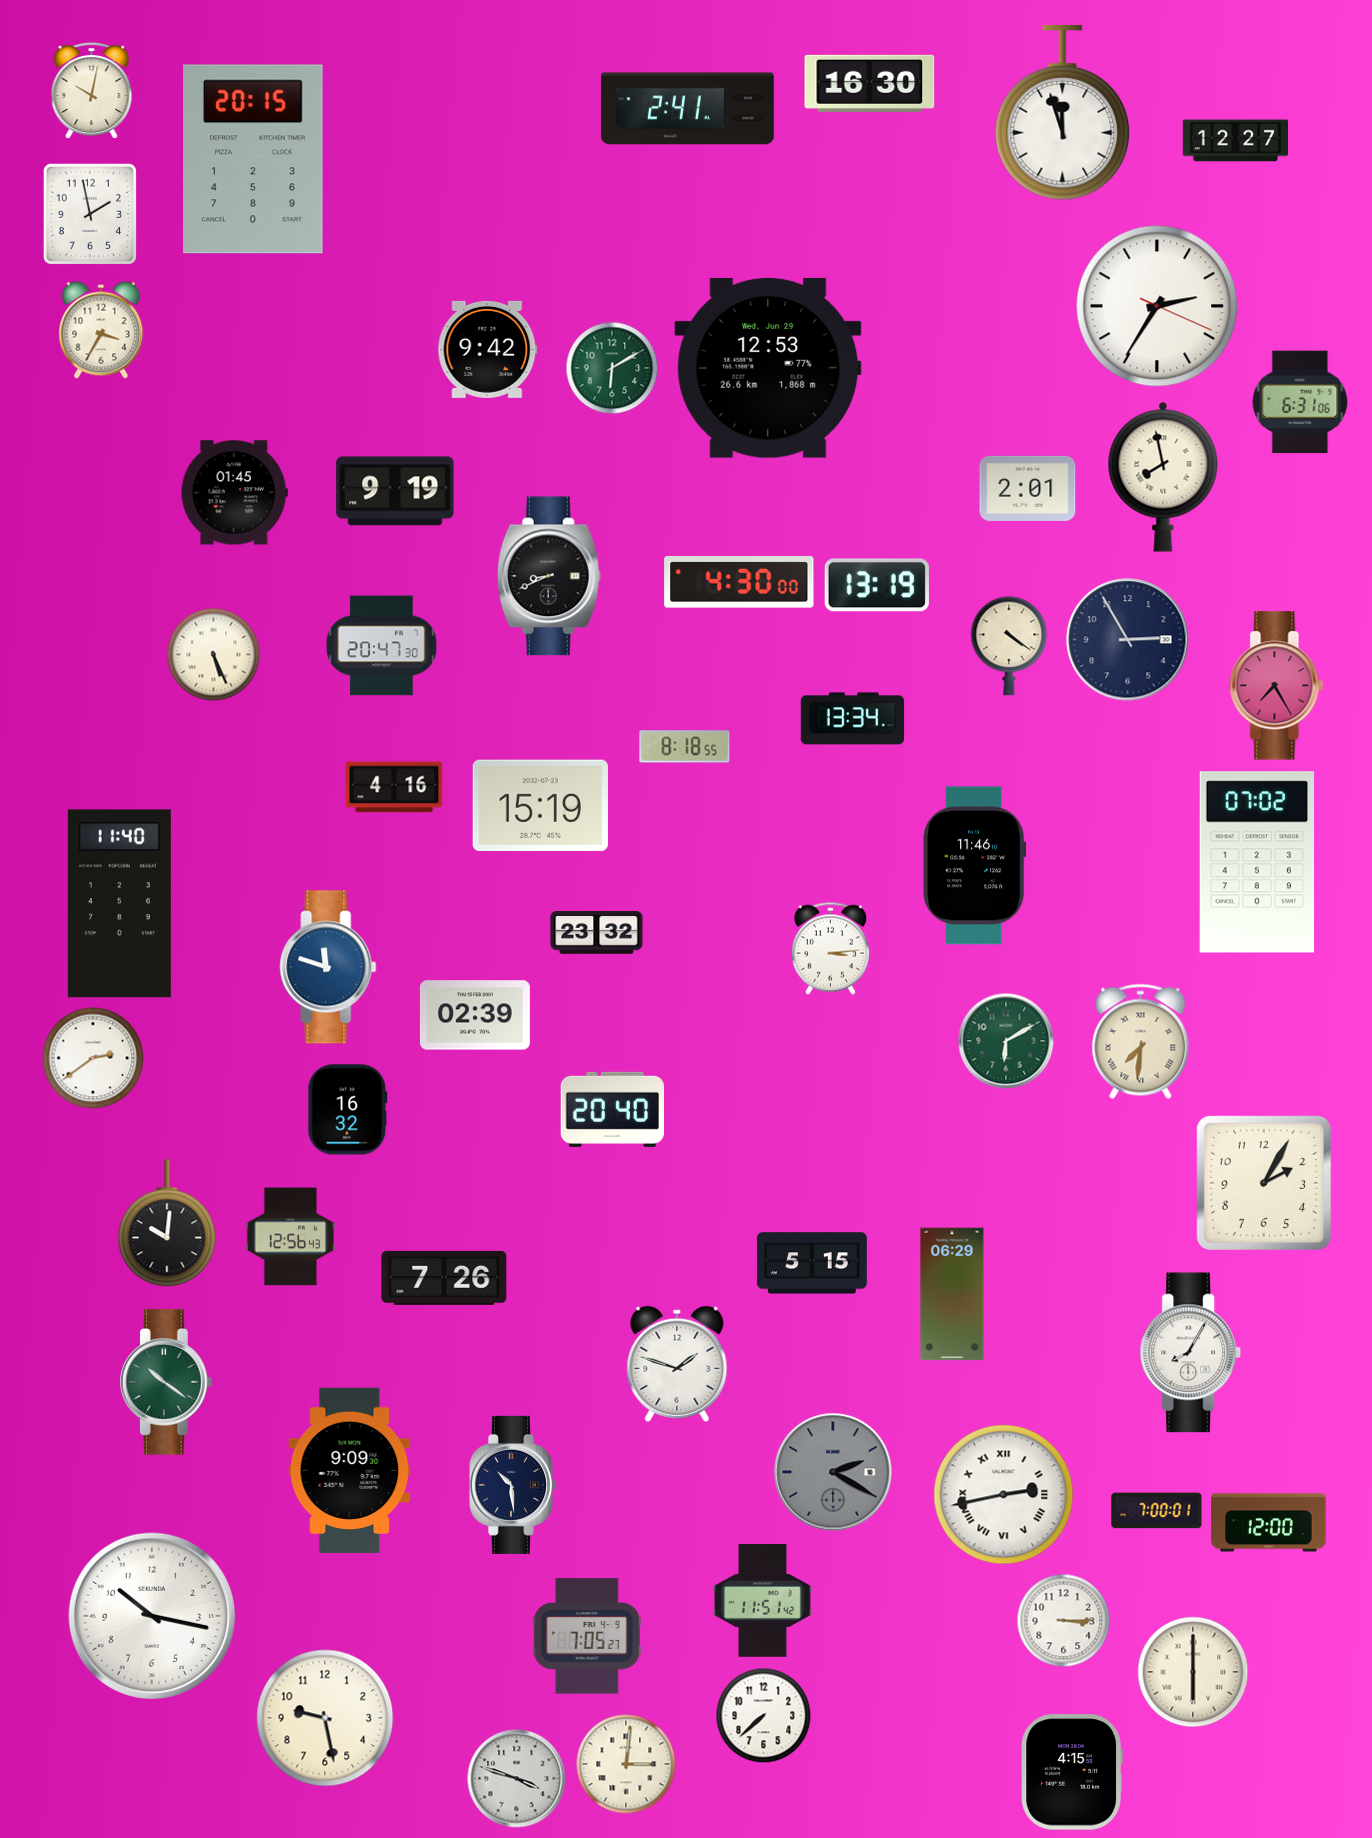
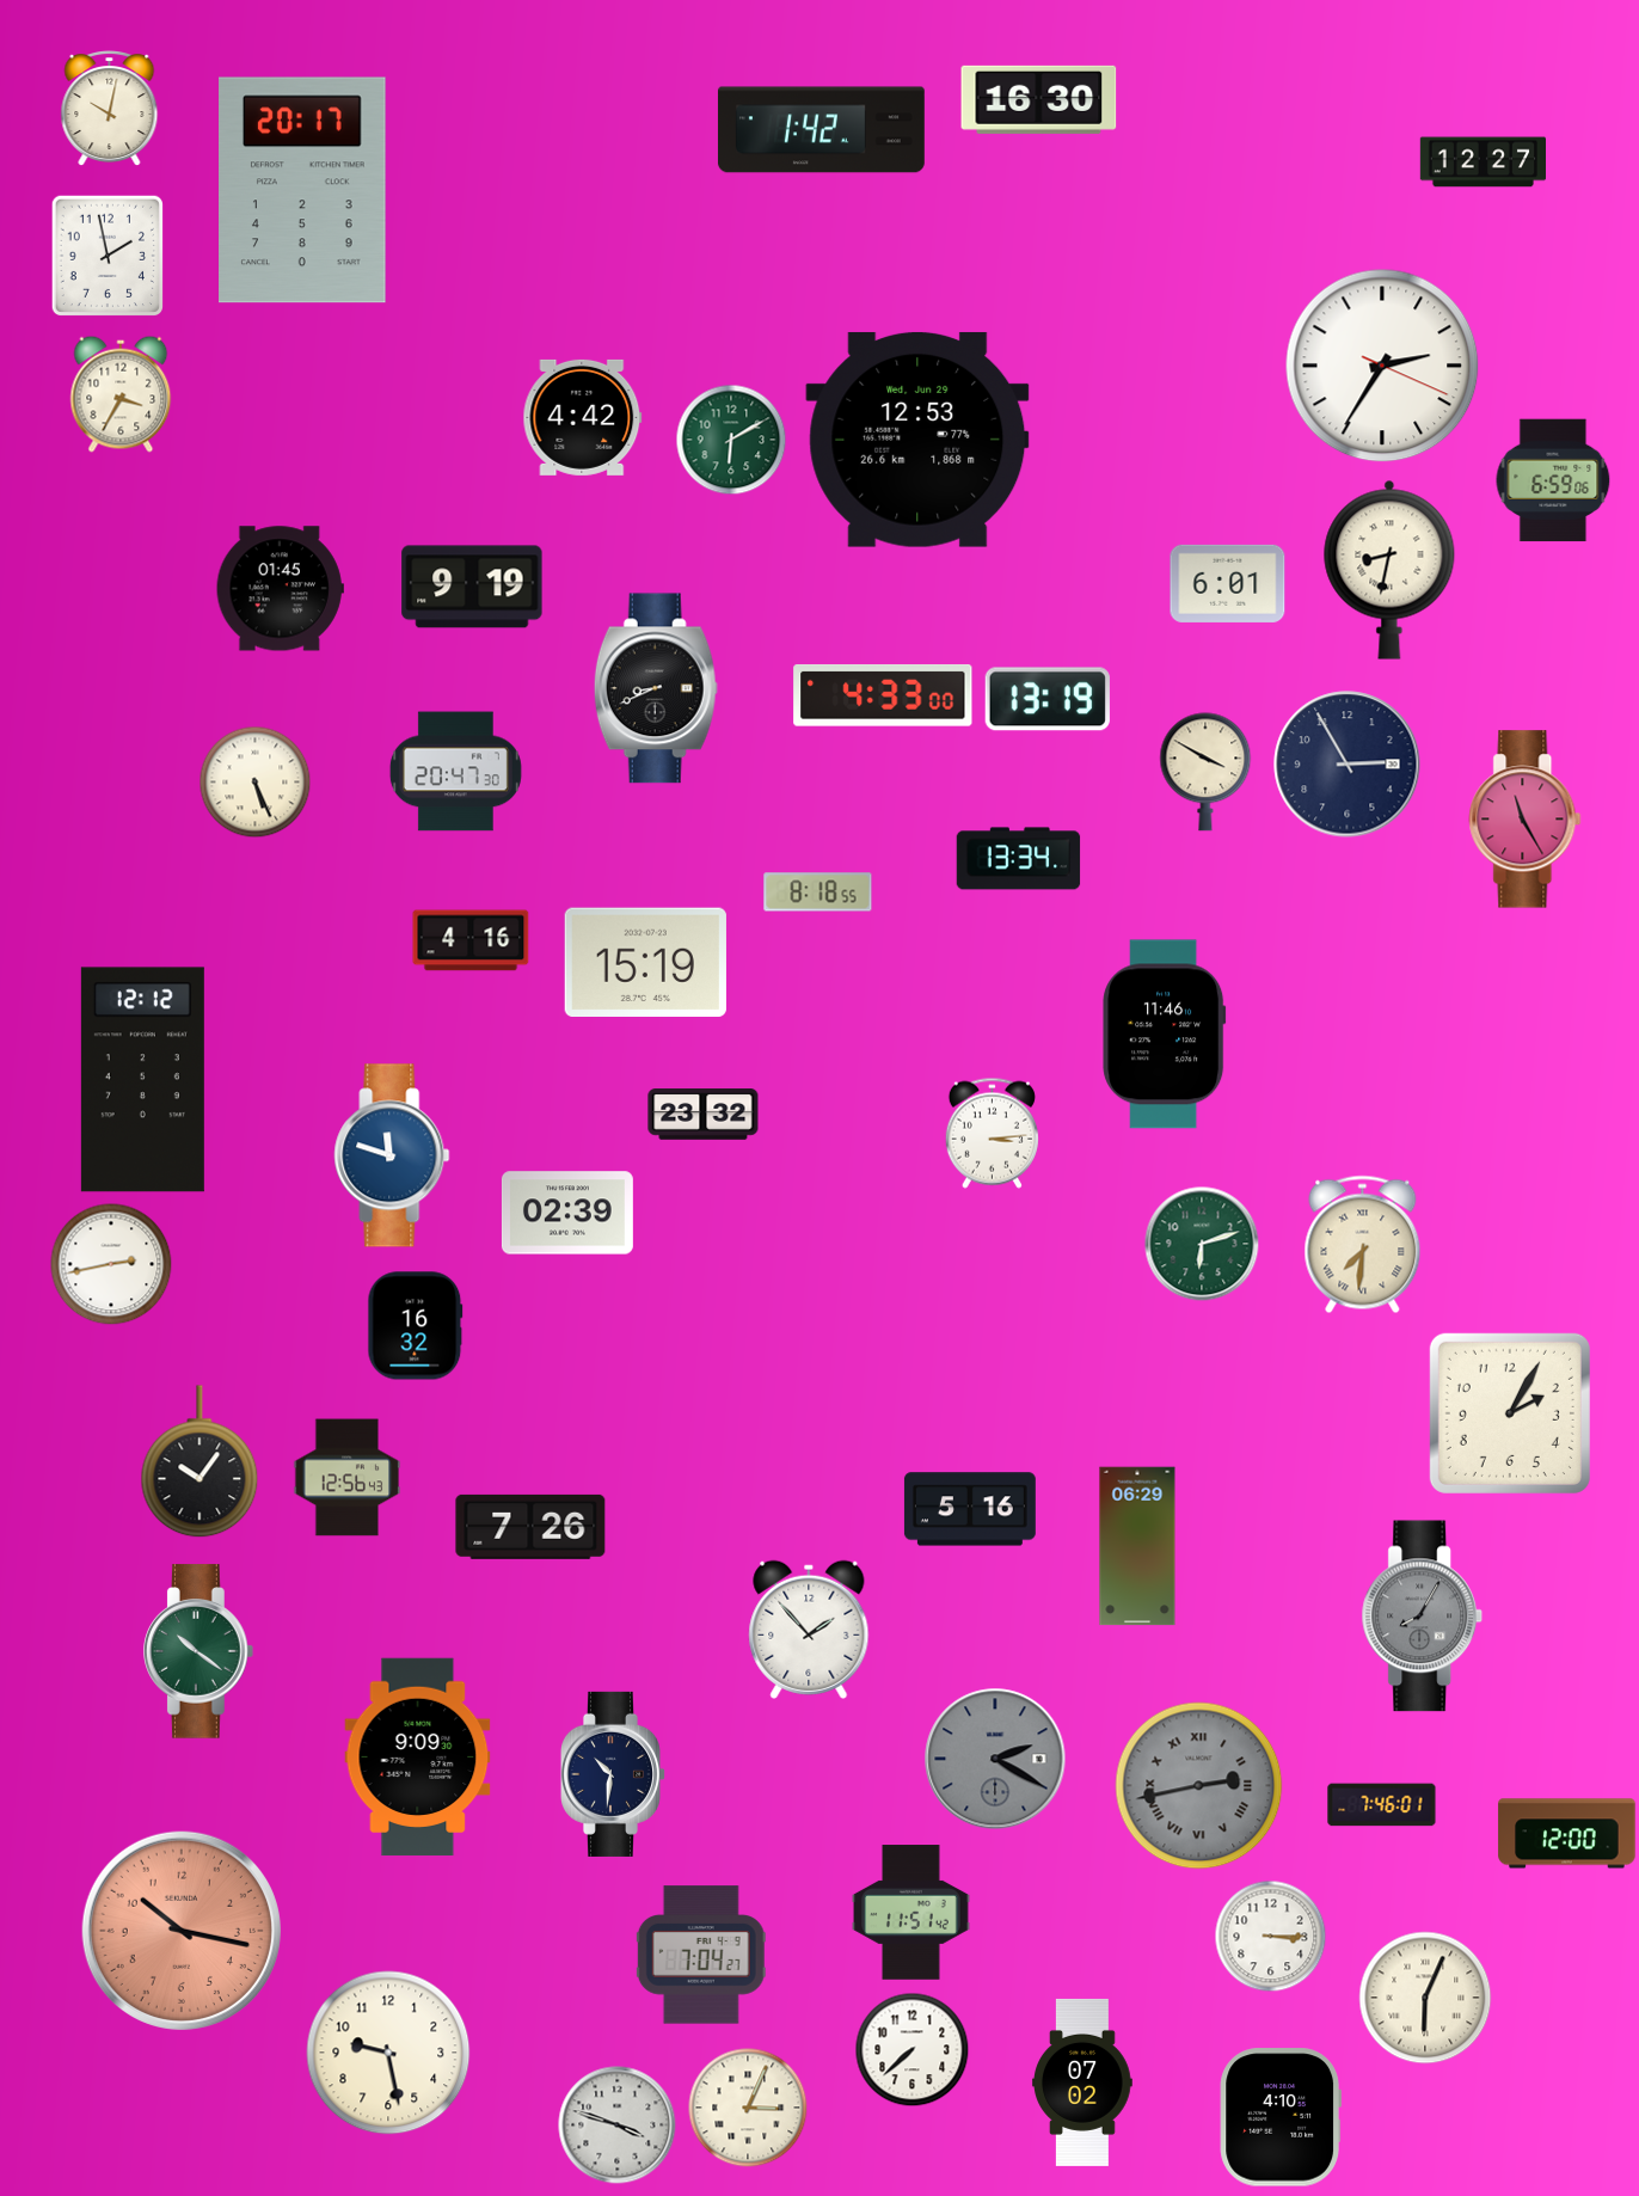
clock at (687, 109): 2:41 -> 1:42
clock at (1063, 113): 11:57 -> none
clock at (1235, 141) position: (1235, 141) -> (1483, 162)
clock at (253, 159): 20:15 -> 20:17
clock at (488, 349): 9:42 -> 4:42
clock at (1300, 402): 6:31 -> 6:59
clock at (1163, 477): 7:58 -> 8:32
clock at (1028, 488): 2:01 -> 6:01
clock at (739, 582): 4:30 -> 4:33
clock at (1009, 646): 4:21 -> 3:50
clock at (1277, 686): 7:25 -> 11:25
clock at (1257, 862): 07:02 -> none
clock at (119, 904): 11:40 -> 12:12
clock at (597, 933) position: (597, 933) -> (704, 1115)
clock at (1006, 1041): 6:10 -> 6:12
clock at (93, 1058): 2:39 -> 2:43
clock at (613, 1109): 20:40 -> none
clock at (167, 1224): 10:01 -> 10:06
clock at (812, 1263): 5:15 -> 5:16
clock at (1191, 1353) dial: white -> grey
clock at (677, 1364): 1:48 -> 1:53
clock at (512, 1485): 10:29 -> 10:31
clock at (1004, 1495) dial: white -> grey
clock at (1157, 1511): 7:00 -> 7:46
clock at (1269, 1523) position: (1269, 1523) -> (1567, 1834)
clock at (152, 1616) dial: white -> salmon
clock at (587, 1636): 7:05 -> 7:04
clock at (1193, 1672): 6:00 -> 6:04
clock at (1082, 2082): none -> 07:02
clock at (626, 1764): 3:01 -> 3:04
clock at (1072, 1772): 4:15 -> 4:10
